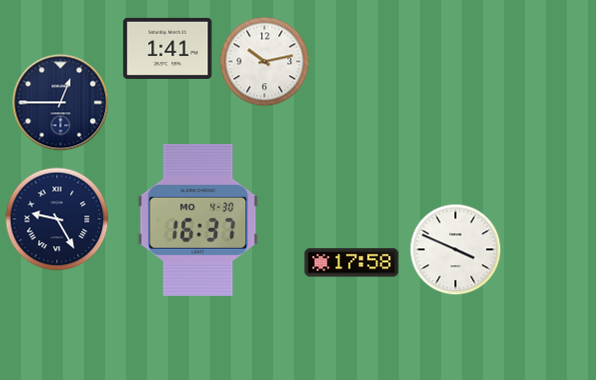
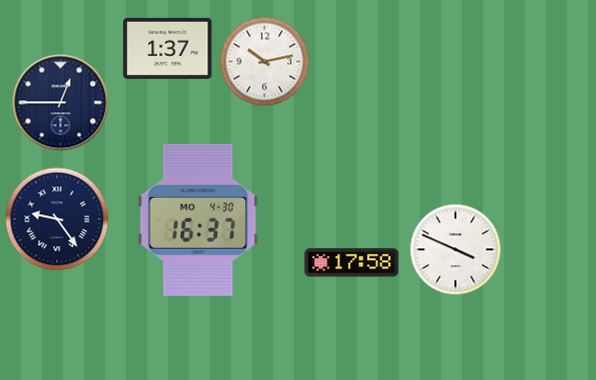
clock at (168, 48): 1:41 -> 1:37
clock at (57, 219): 9:25 -> 9:24
